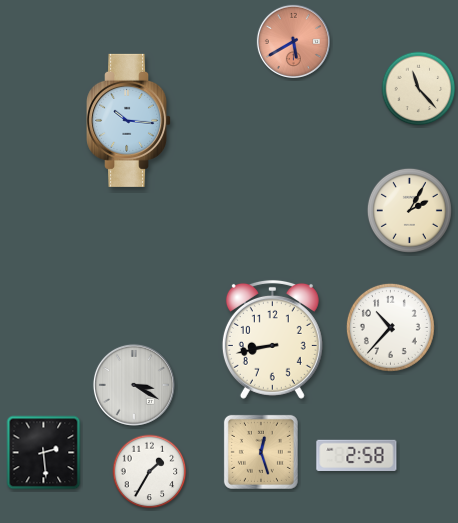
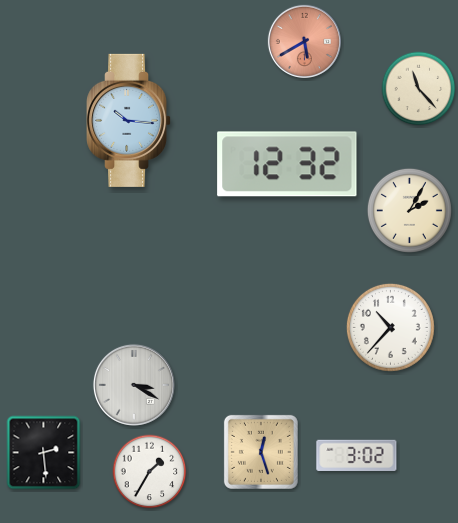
clock at (293, 41) position: (293, 41) -> (304, 41)
clock at (287, 164): none -> 12:32
clock at (272, 339): 8:43 -> none
clock at (357, 455): 2:58 -> 3:02
